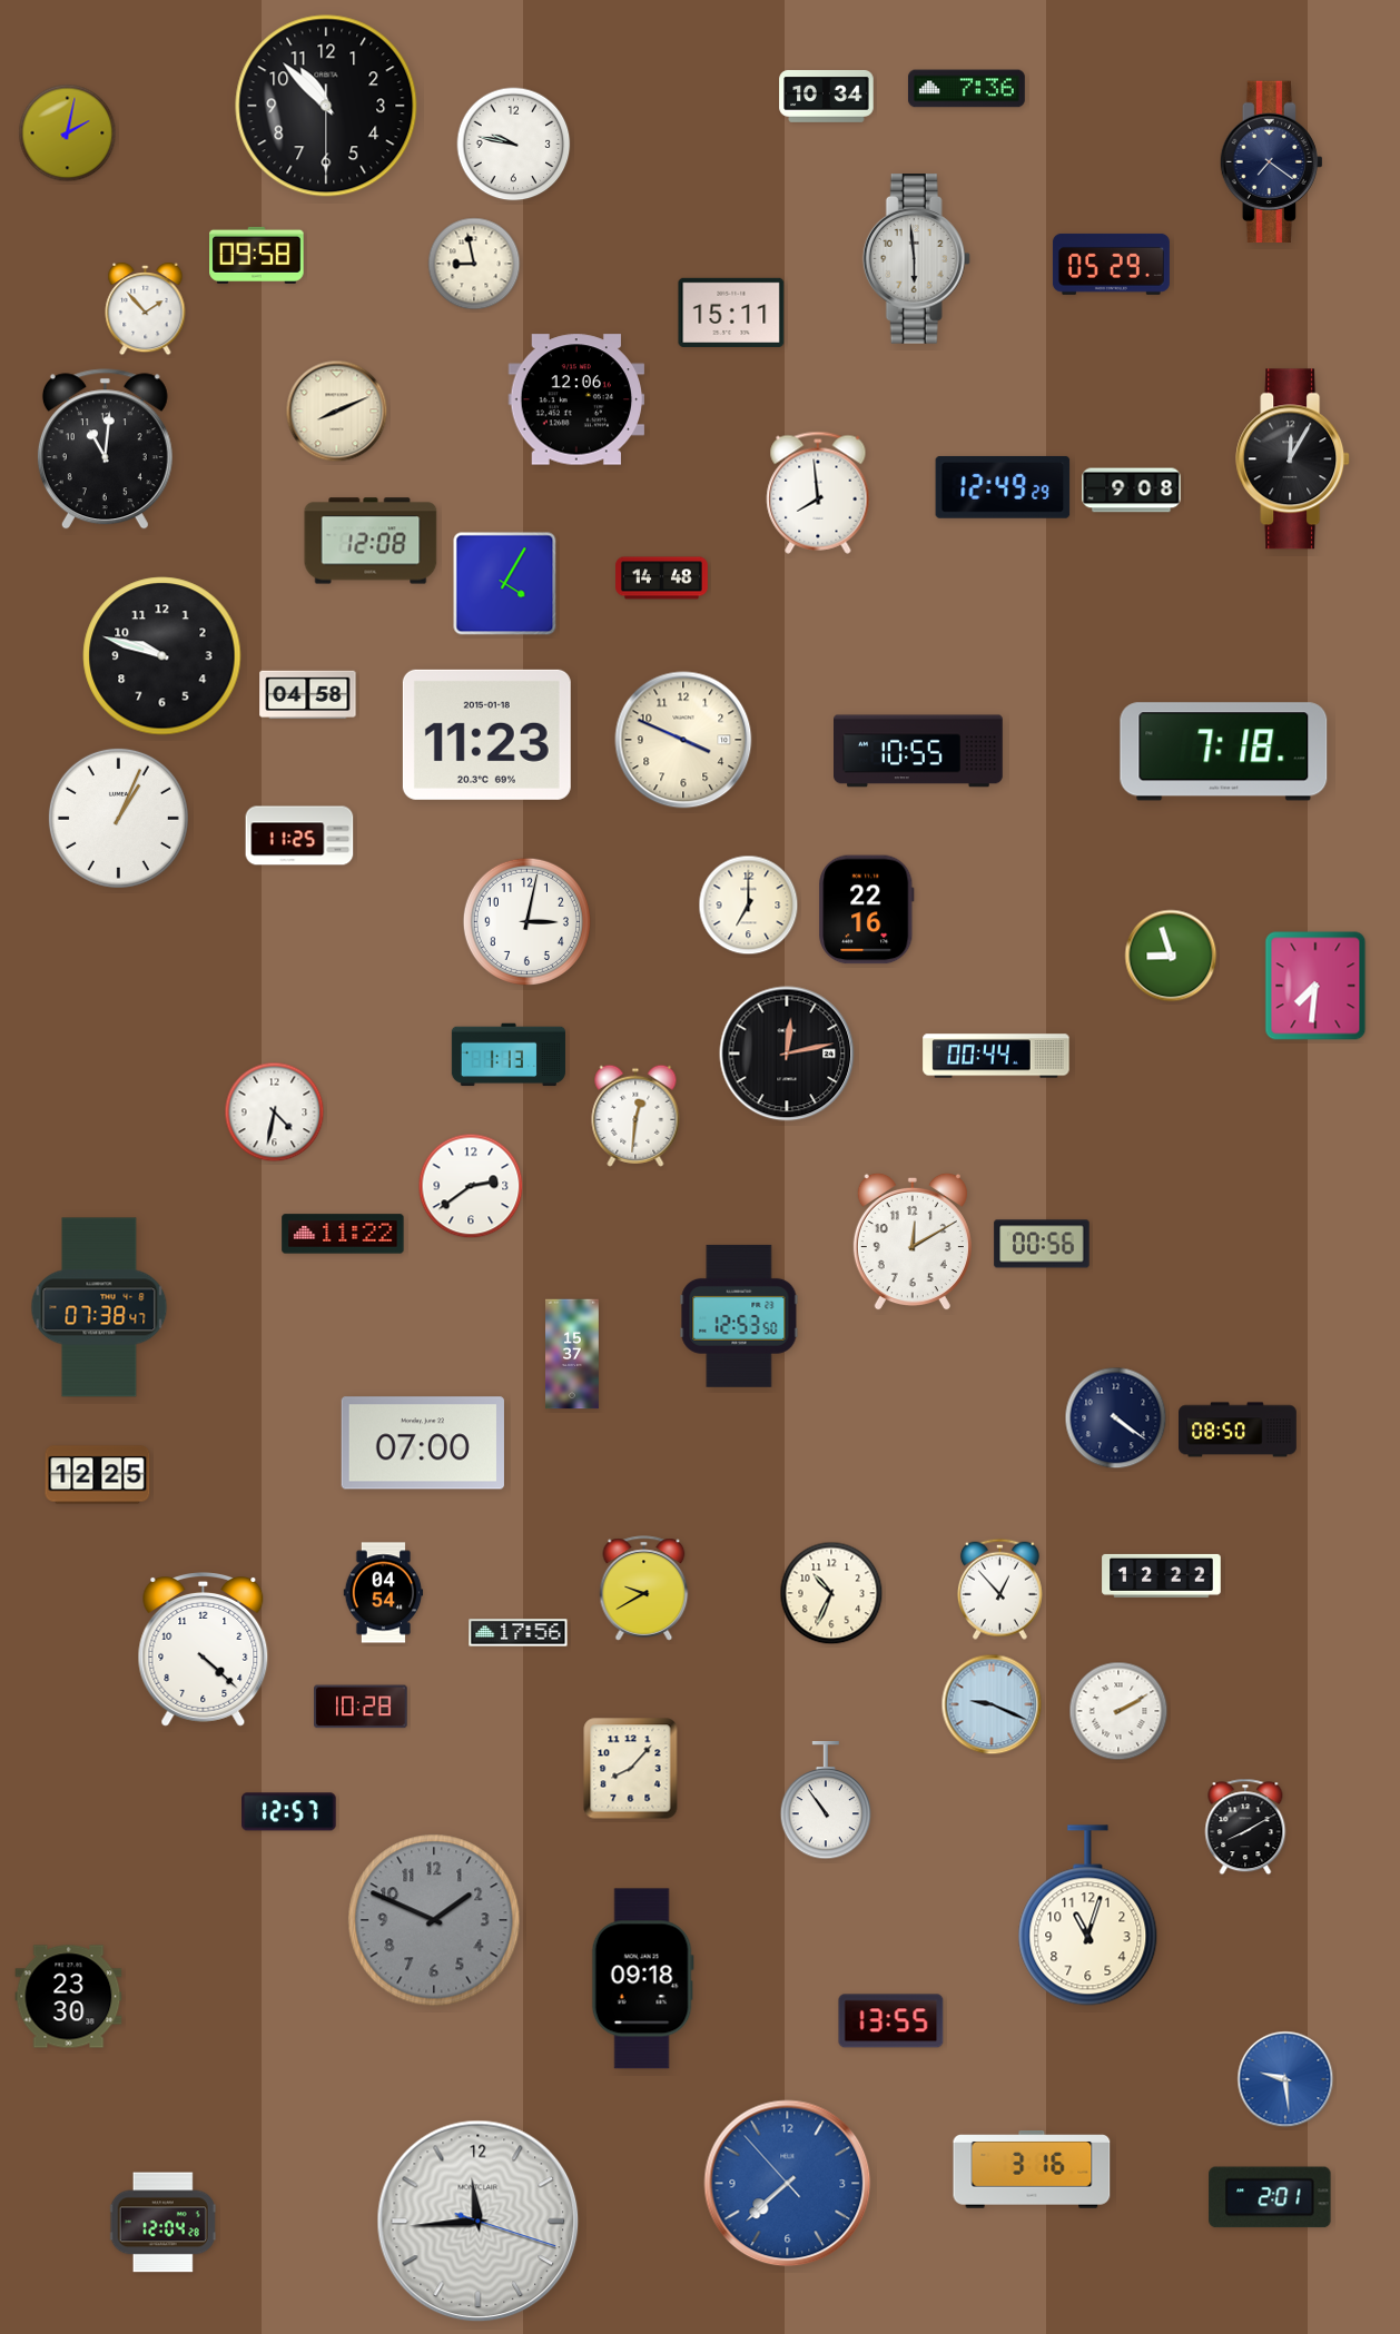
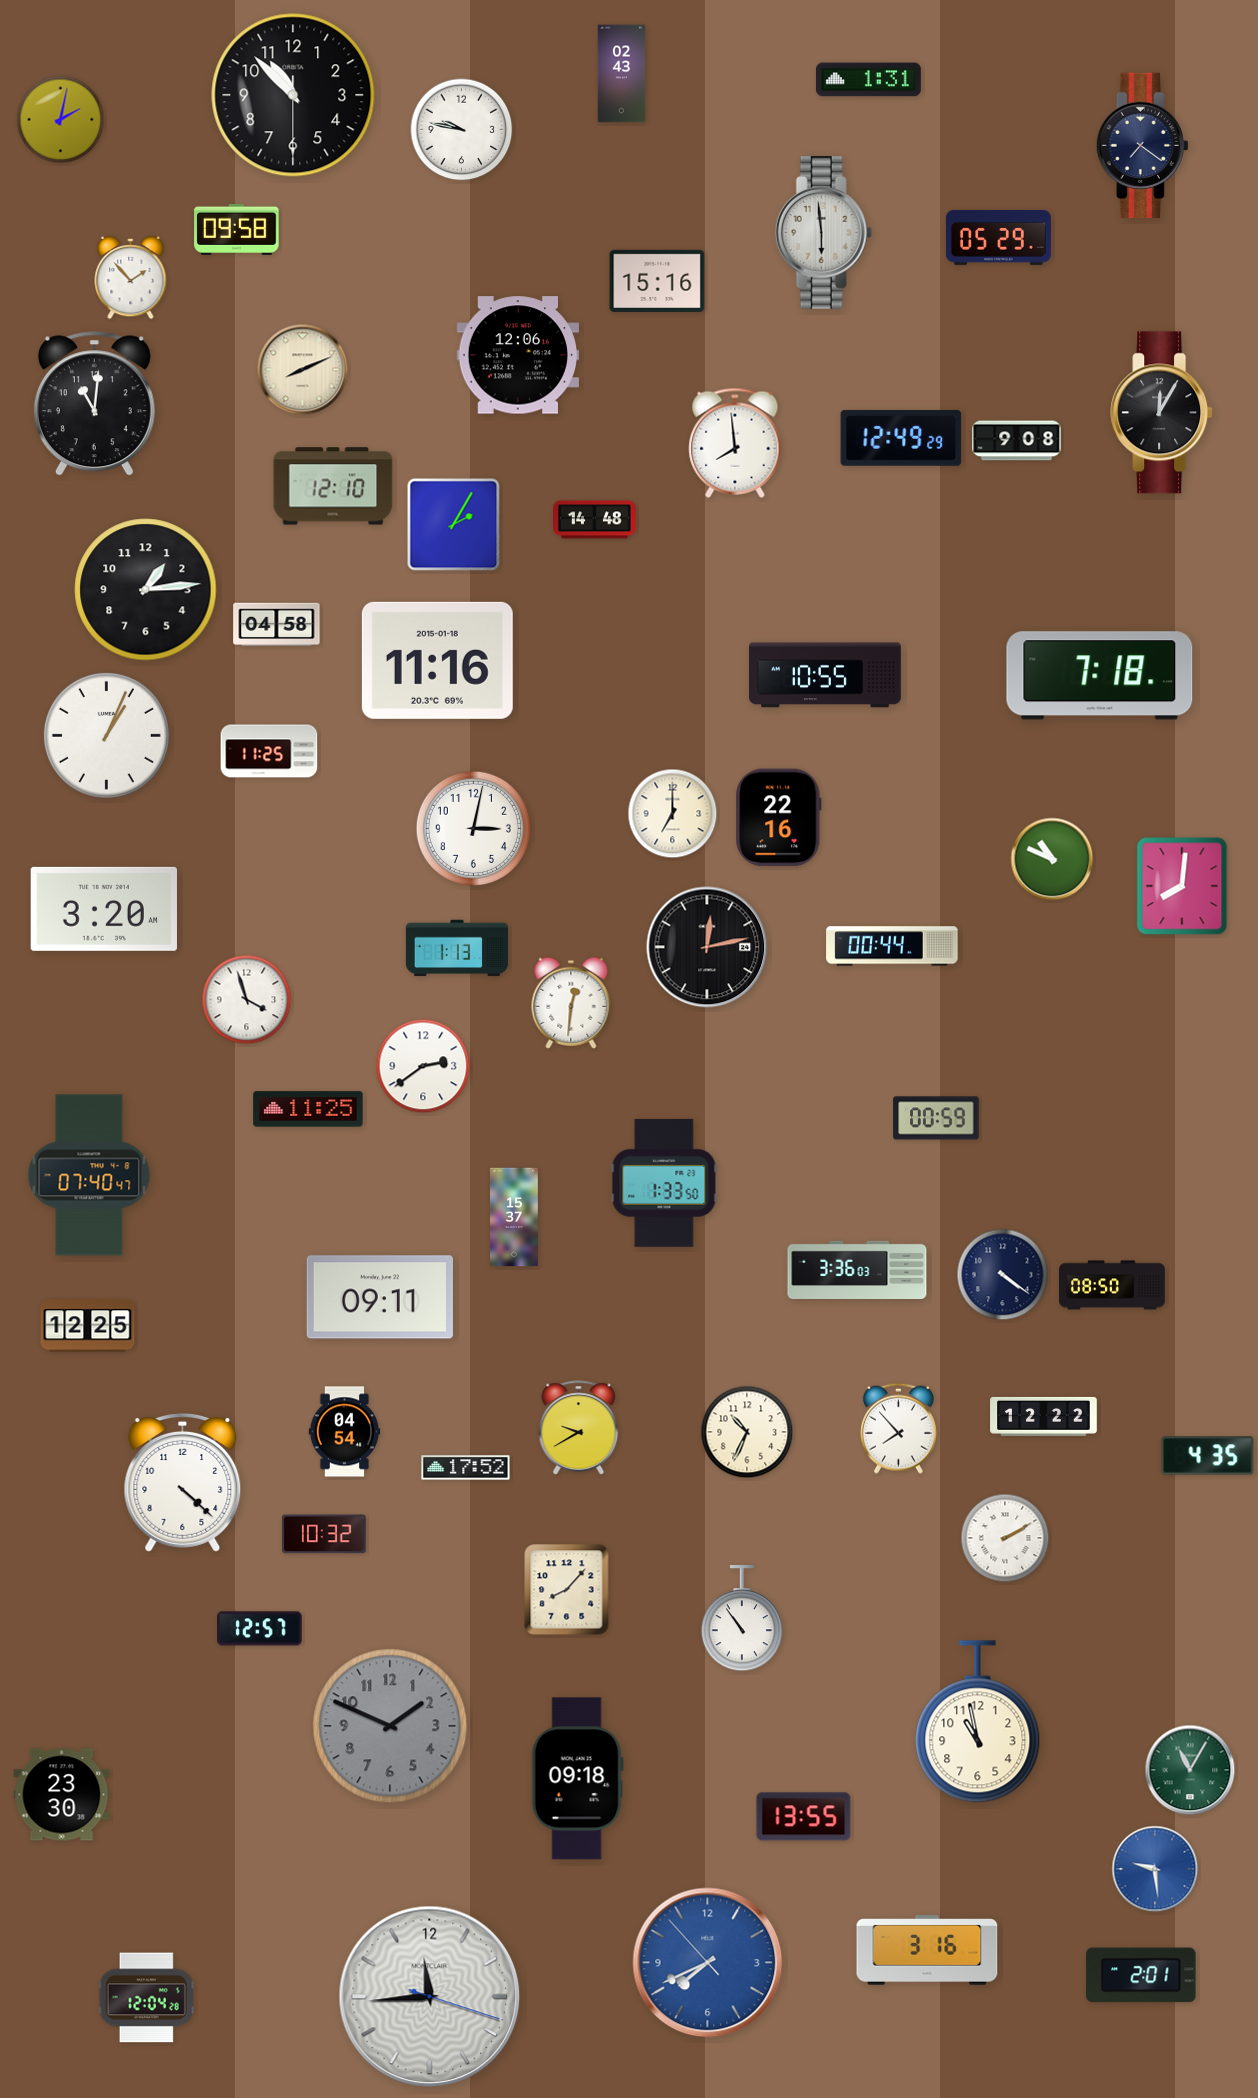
clock at (622, 74): none -> 02:43
clock at (966, 89): 7:36 -> 1:31
clock at (827, 97): 10:34 -> none
clock at (257, 255) position: (257, 255) -> (237, 229)
clock at (474, 264): 8:58 -> none
clock at (731, 313): 15:11 -> 15:16
clock at (576, 399) position: (576, 399) -> (518, 355)
clock at (371, 541): 12:08 -> 12:10
clock at (505, 584): 4:05 -> 2:05
clock at (162, 656): 9:48 -> 1:14
clock at (486, 734): 11:23 -> 11:16
clock at (683, 740): 3:49 -> none
clock at (1171, 956): 8:57 -> 10:49
clock at (1315, 986): 7:31 -> 8:01
clock at (104, 909): none -> 3:20
clock at (996, 1056) position: (996, 1056) -> (892, 946)
clock at (275, 1112): 4:32 -> 3:57
clock at (343, 1234): 11:22 -> 11:25
clock at (913, 1242): 12:10 -> none
clock at (1042, 1244): 00:56 -> 00:59
clock at (99, 1307): 07:38 -> 07:40
clock at (739, 1316): 12:53 -> 1:33
clock at (857, 1269): none -> 3:36
clock at (423, 1443): 07:00 -> 09:11
clock at (999, 1589): 12:53 -> 7:53
clock at (1208, 1456): none -> 4:35
clock at (519, 1633): 17:56 -> 17:52
clock at (992, 1704): 9:19 -> none
clock at (362, 1707): 10:28 -> 10:32
clock at (1245, 1827): 8:10 -> none
clock at (1088, 1916): 11:03 -> 10:58
clock at (1190, 1770): none -> 11:05
clock at (891, 2021) position: (891, 2021) -> (804, 1817)
clock at (788, 2184): 7:37 -> 7:40
